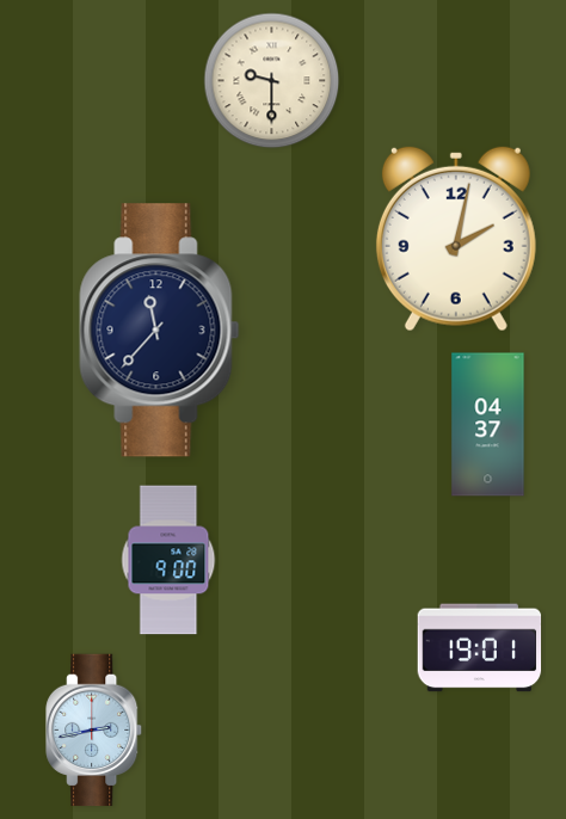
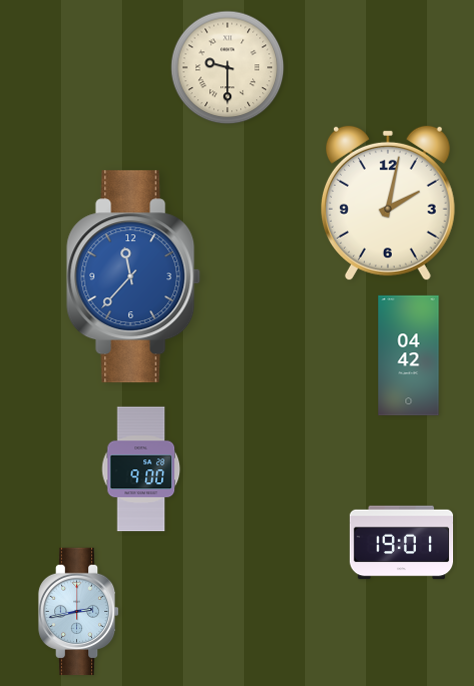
clock at (456, 239) position: (456, 239) -> (388, 203)
clock at (160, 331) dial: navy -> blue
clock at (488, 425): 04:37 -> 04:42
